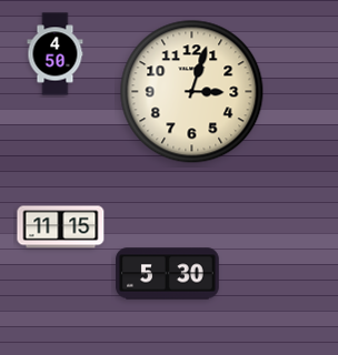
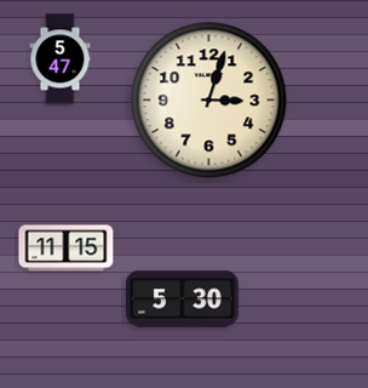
clock at (56, 54): 4:50 -> 5:47
